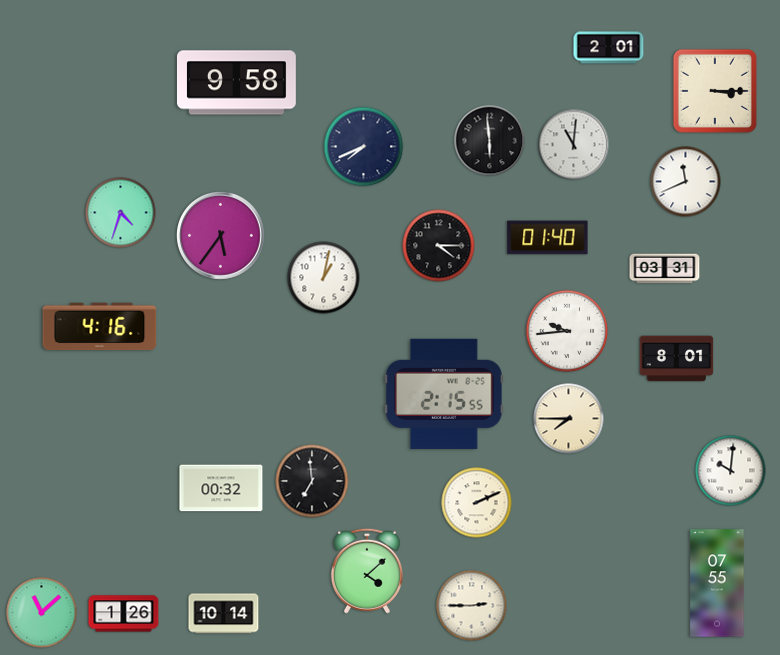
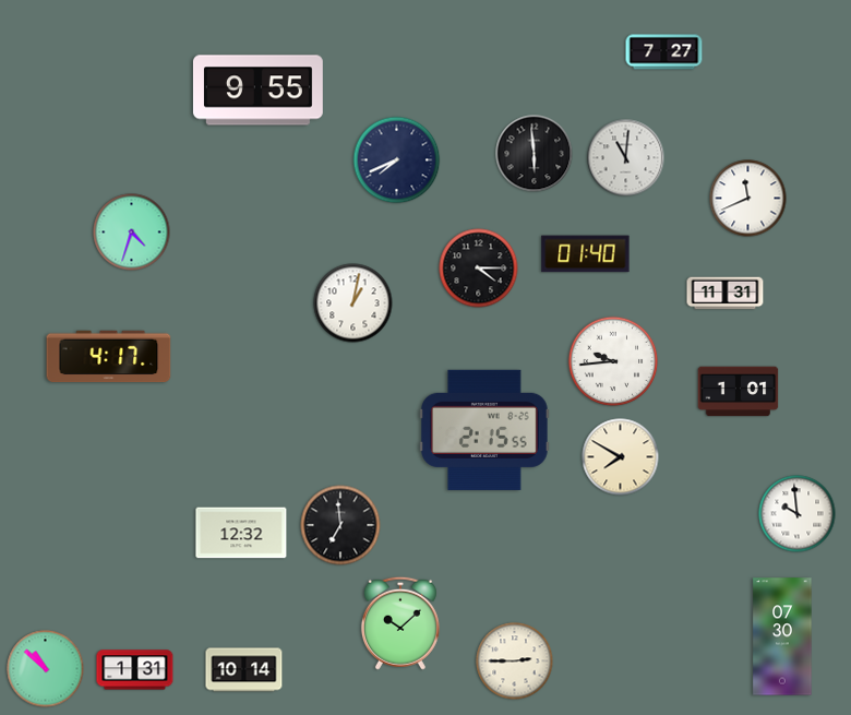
clock at (609, 48): 2:01 -> 7:27
clock at (236, 83): 9:58 -> 9:55
clock at (715, 91): 3:15 -> none
clock at (221, 236): 5:36 -> none
clock at (548, 238) position: (548, 238) -> (586, 254)
clock at (665, 269): 03:31 -> 11:31
clock at (100, 327): 4:16 -> 4:17
clock at (567, 331) position: (567, 331) -> (613, 361)
clock at (677, 359): 8:01 -> 1:01
clock at (569, 419): 7:45 -> 7:50
clock at (731, 471): 10:01 -> 9:59
clock at (221, 488): 00:32 -> 12:32
clock at (477, 503): 2:11 -> none
clock at (367, 571): 4:08 -> 10:08
clock at (717, 583): 07:55 -> 07:30
clock at (42, 613): 11:08 -> 10:52
clock at (124, 614): 1:26 -> 1:31
